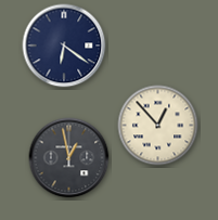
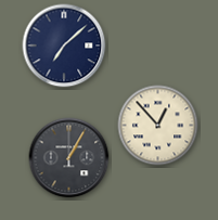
clock at (64, 46): 6:21 -> 7:08
clock at (69, 158): 12:58 -> 1:05
